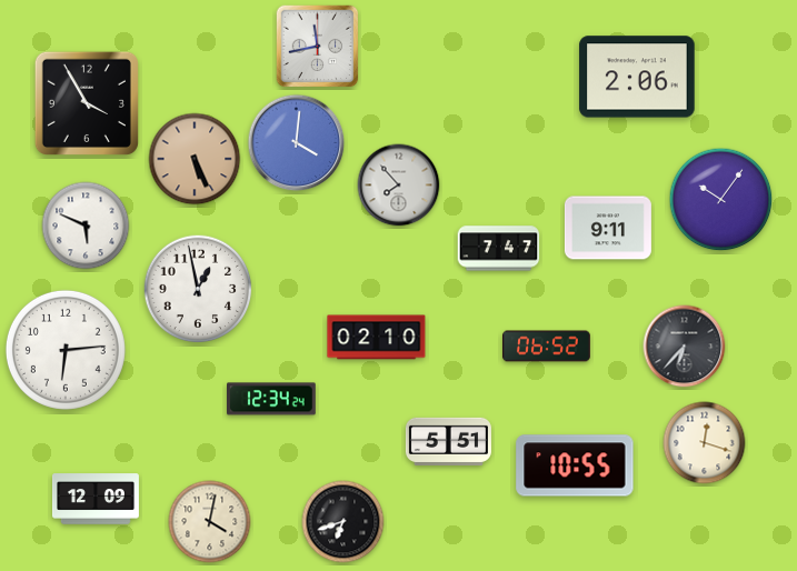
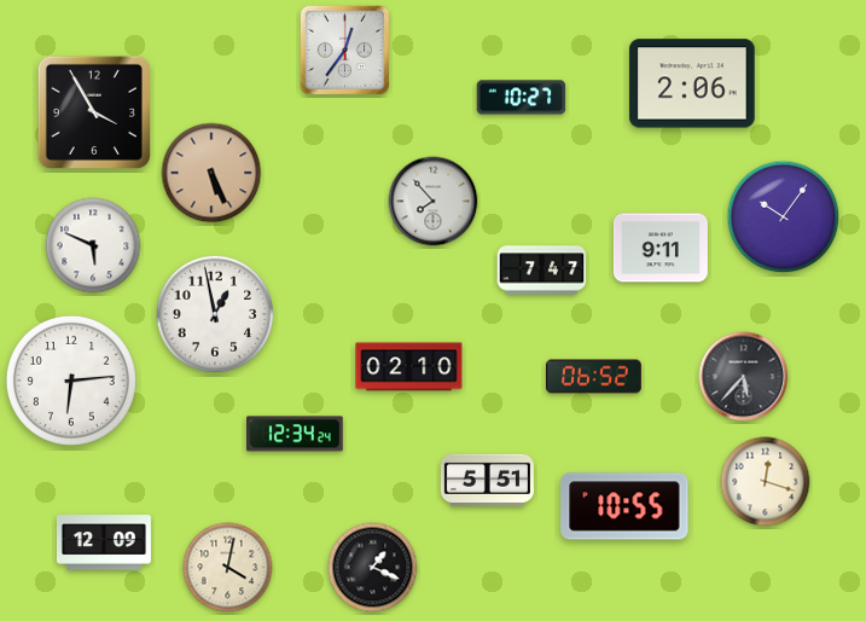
clock at (318, 47): 11:43 -> 12:36
clock at (522, 98): none -> 10:27
clock at (297, 143): 4:01 -> none
clock at (685, 347): 6:37 -> 5:37
clock at (343, 522): 6:42 -> 1:19
